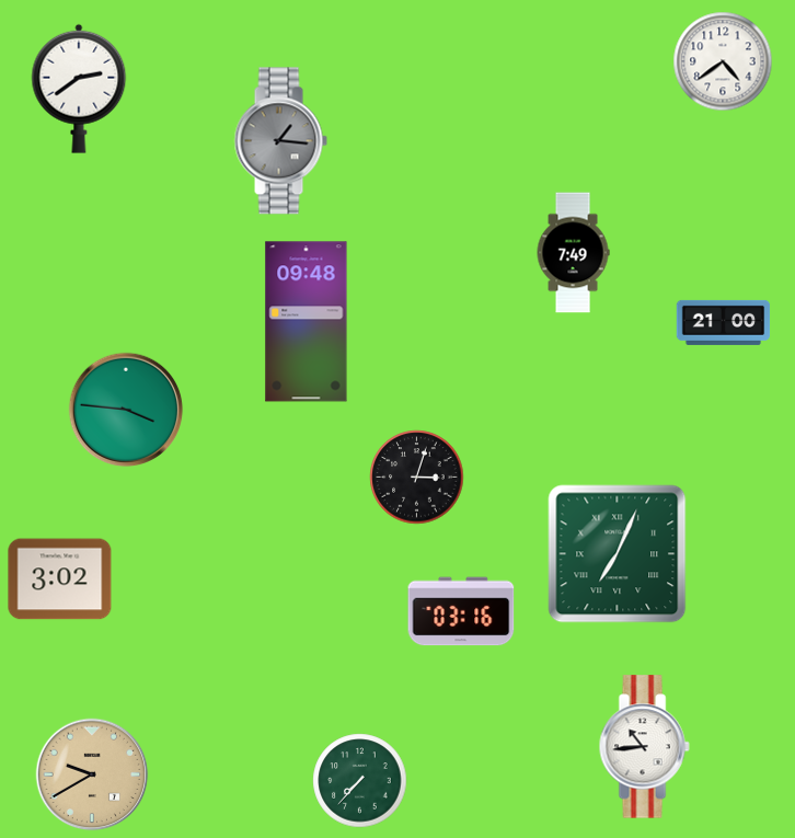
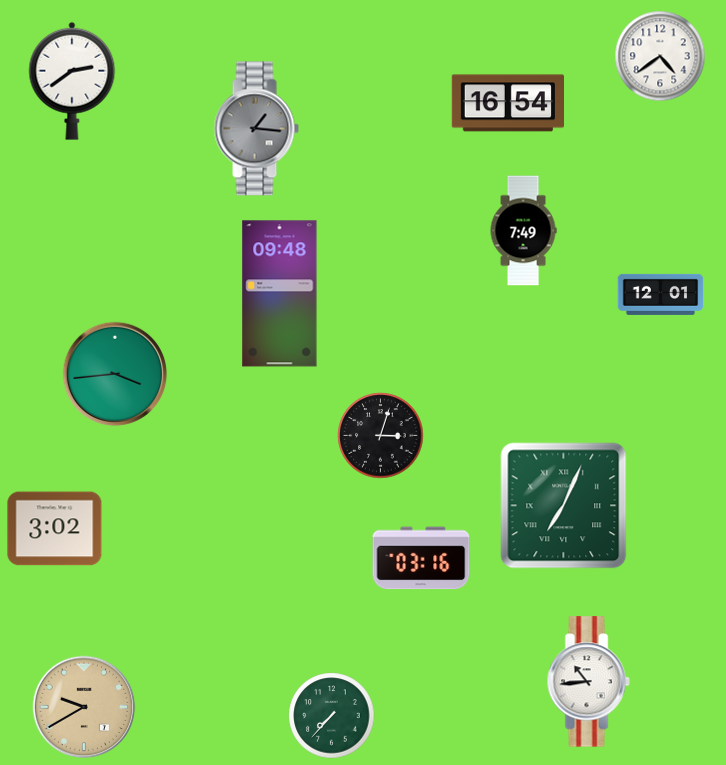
clock at (507, 103): none -> 16:54
clock at (724, 322): 21:00 -> 12:01
clock at (126, 410): 3:46 -> 3:44
clock at (360, 781) position: (360, 781) -> (332, 716)
